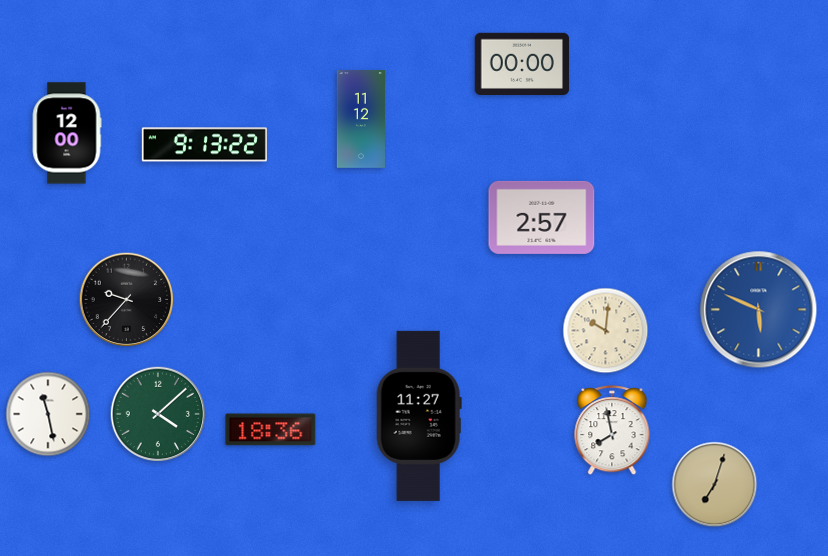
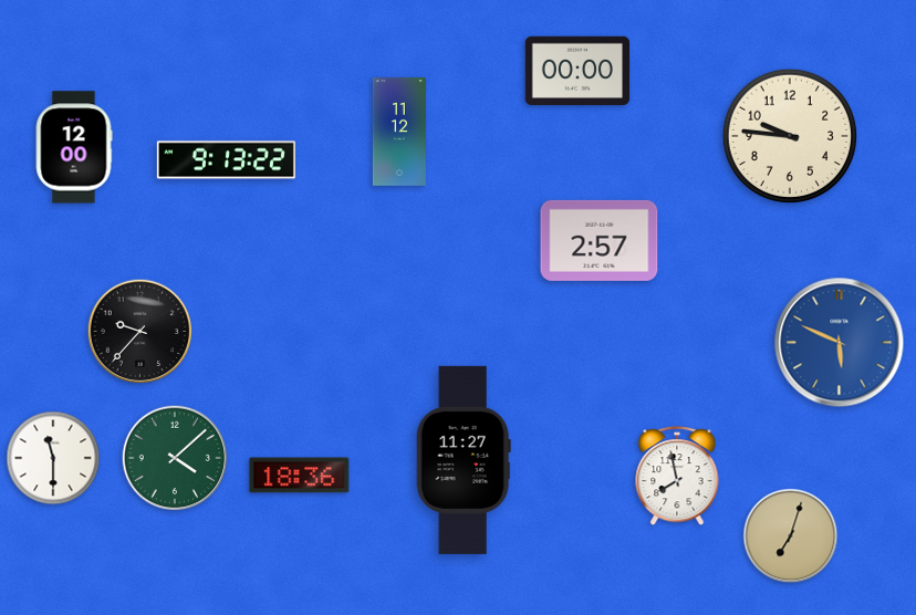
clock at (790, 136): none -> 9:46
clock at (606, 331): 10:01 -> none
clock at (48, 414): 11:28 -> 11:30
